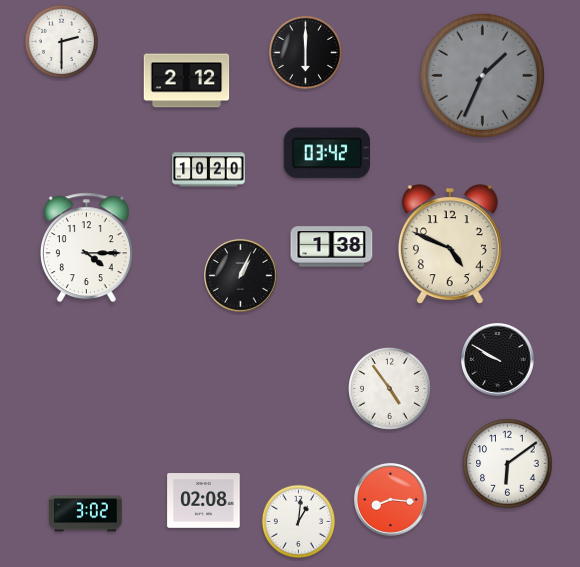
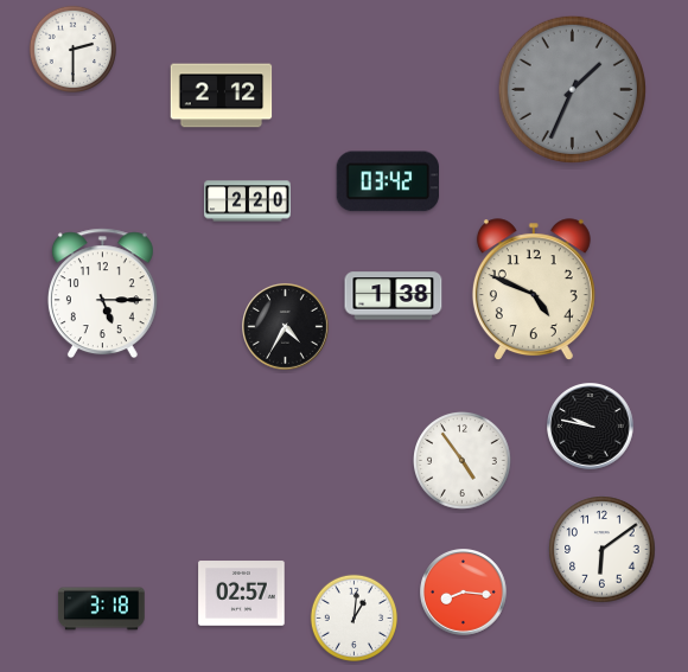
clock at (305, 52): 6:00 -> none
clock at (209, 170): 10:20 -> 2:20
clock at (332, 247) position: (332, 247) -> (394, 296)
clock at (86, 248): 4:15 -> 5:15
clock at (241, 276): 1:04 -> 4:35
clock at (498, 360): 9:50 -> 9:47
clock at (204, 501): 02:08 -> 02:57
clock at (86, 514): 3:02 -> 3:18
